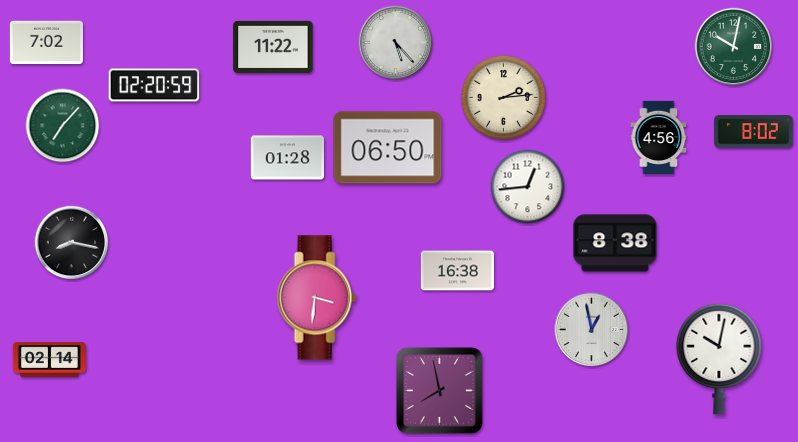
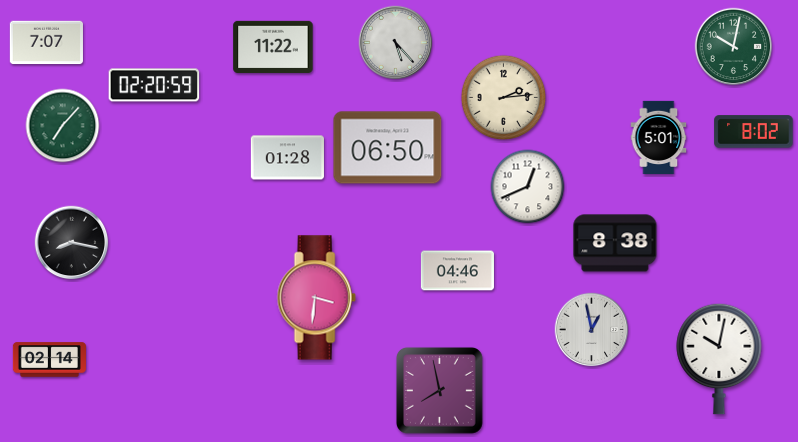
clock at (46, 43): 7:02 -> 7:07
clock at (659, 137): 4:56 -> 5:01
clock at (528, 187): 12:44 -> 12:41
clock at (457, 271): 16:38 -> 04:46
